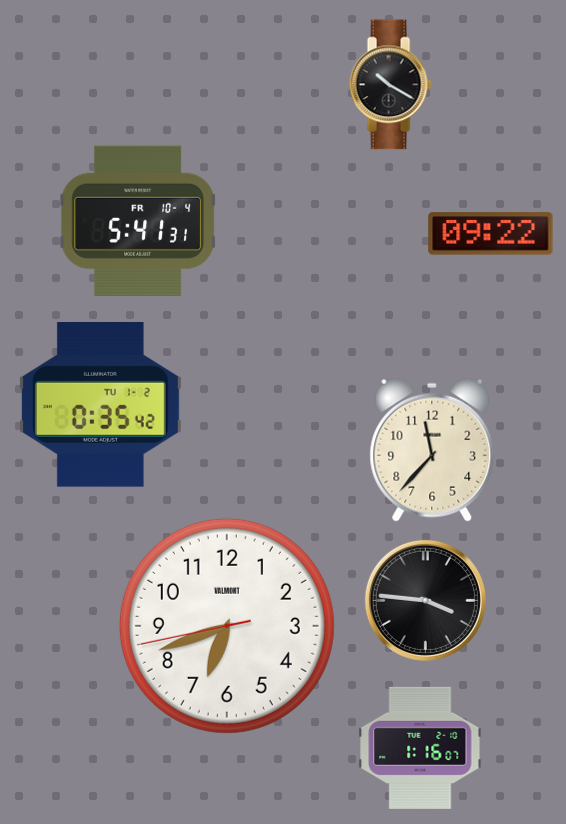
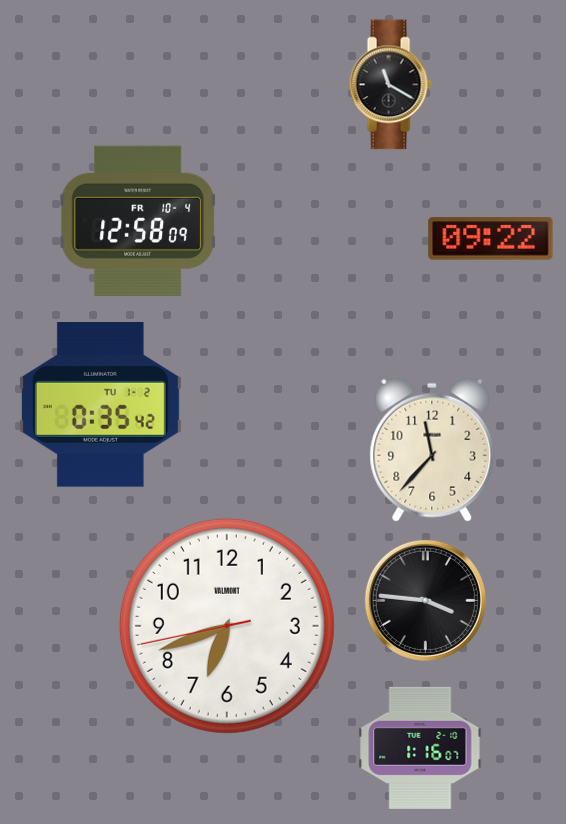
clock at (390, 85): 10:20 -> 11:20
clock at (138, 221): 5:41 -> 12:58
clock at (491, 234) position: (491, 234) -> (491, 239)
